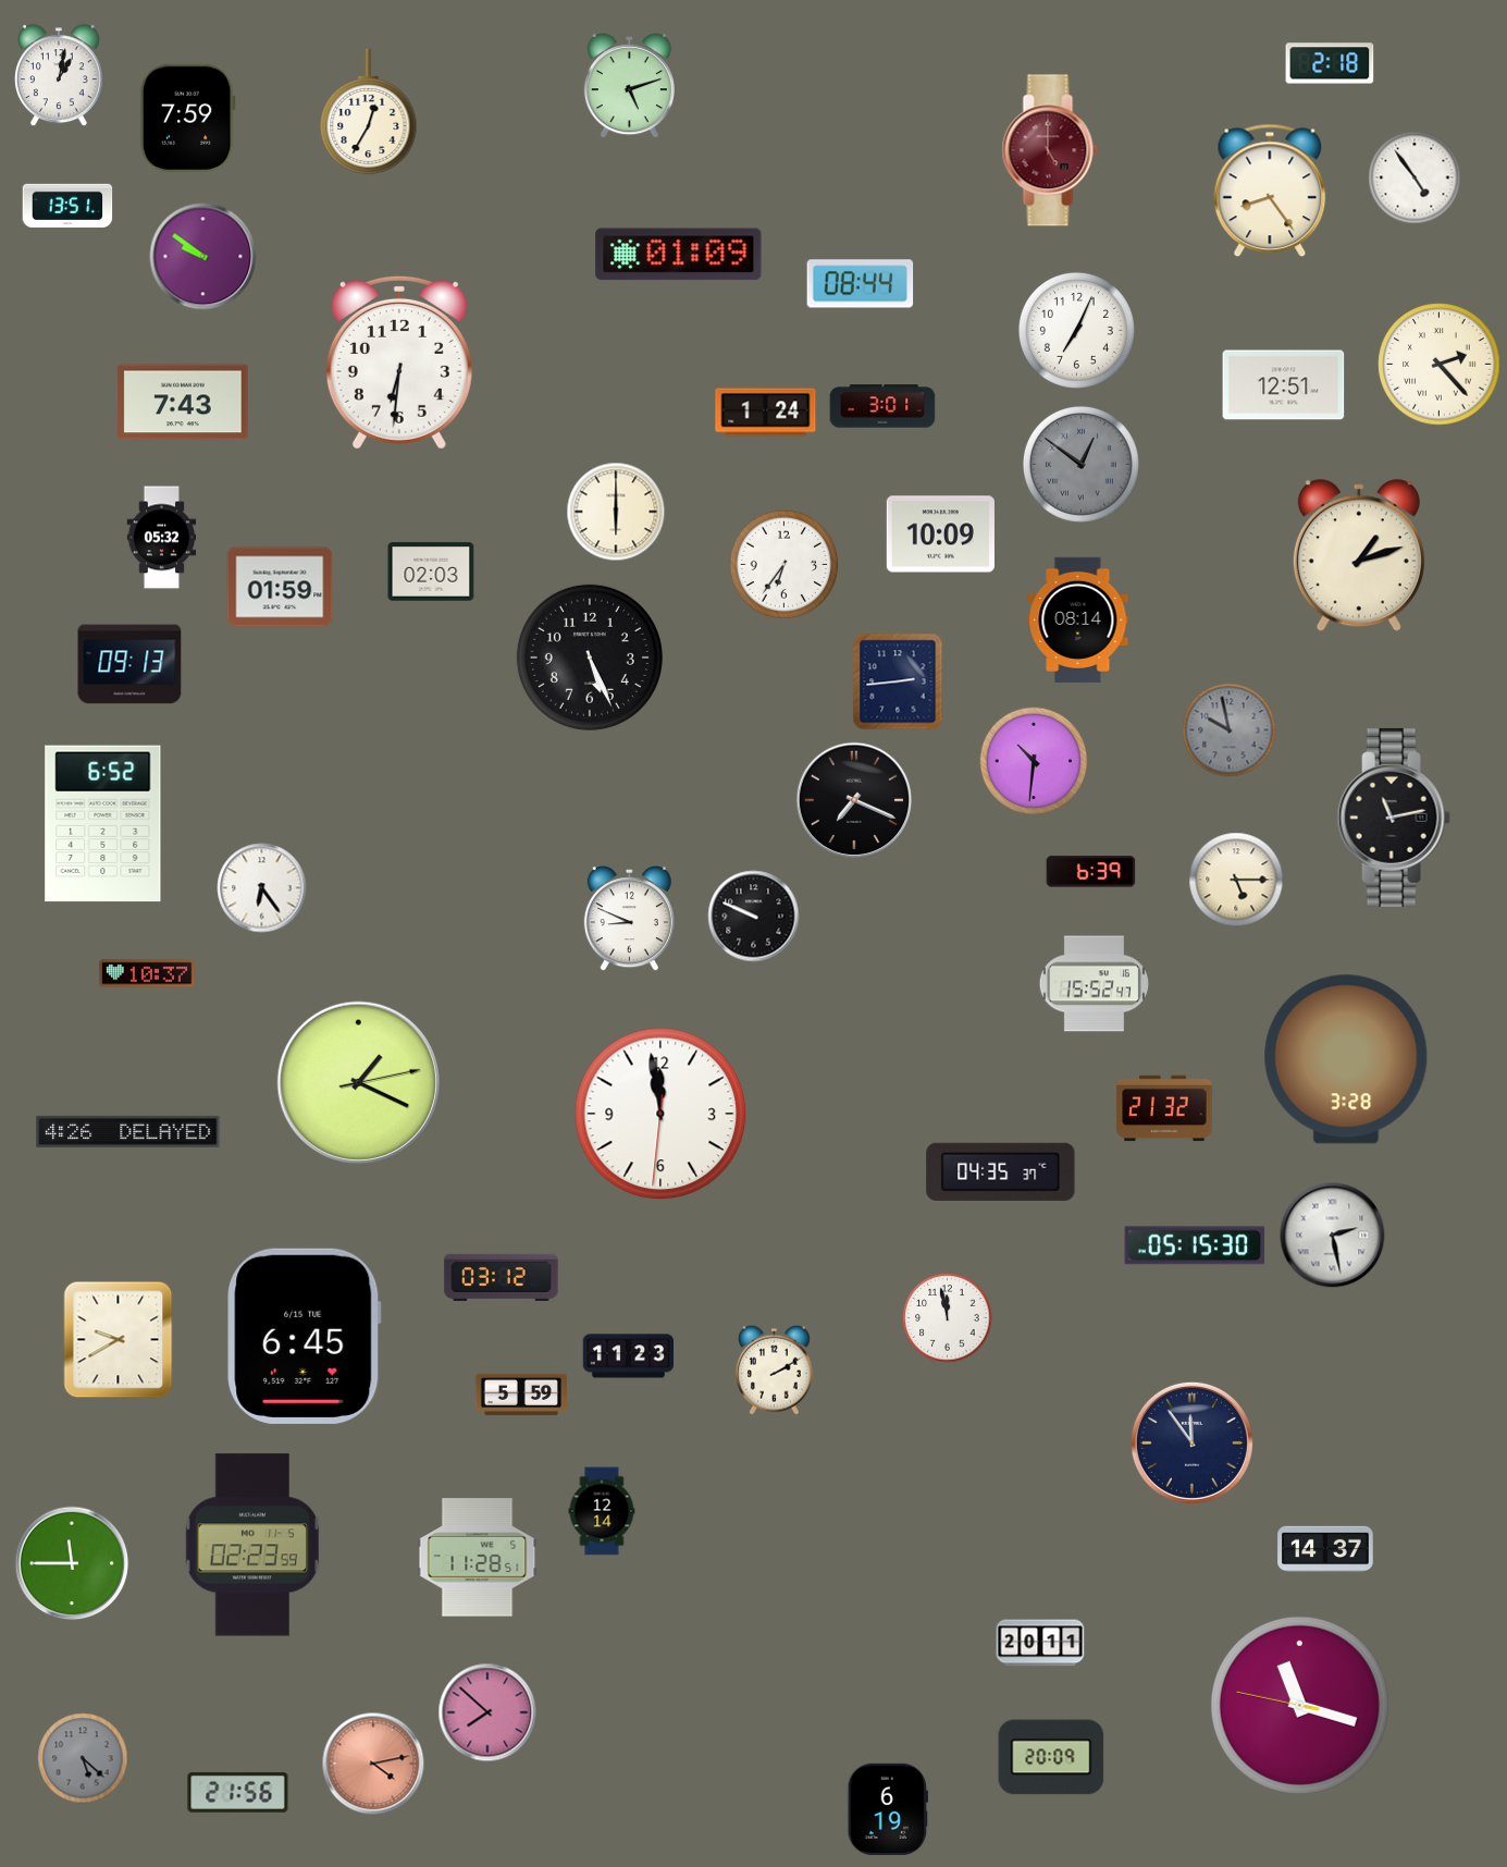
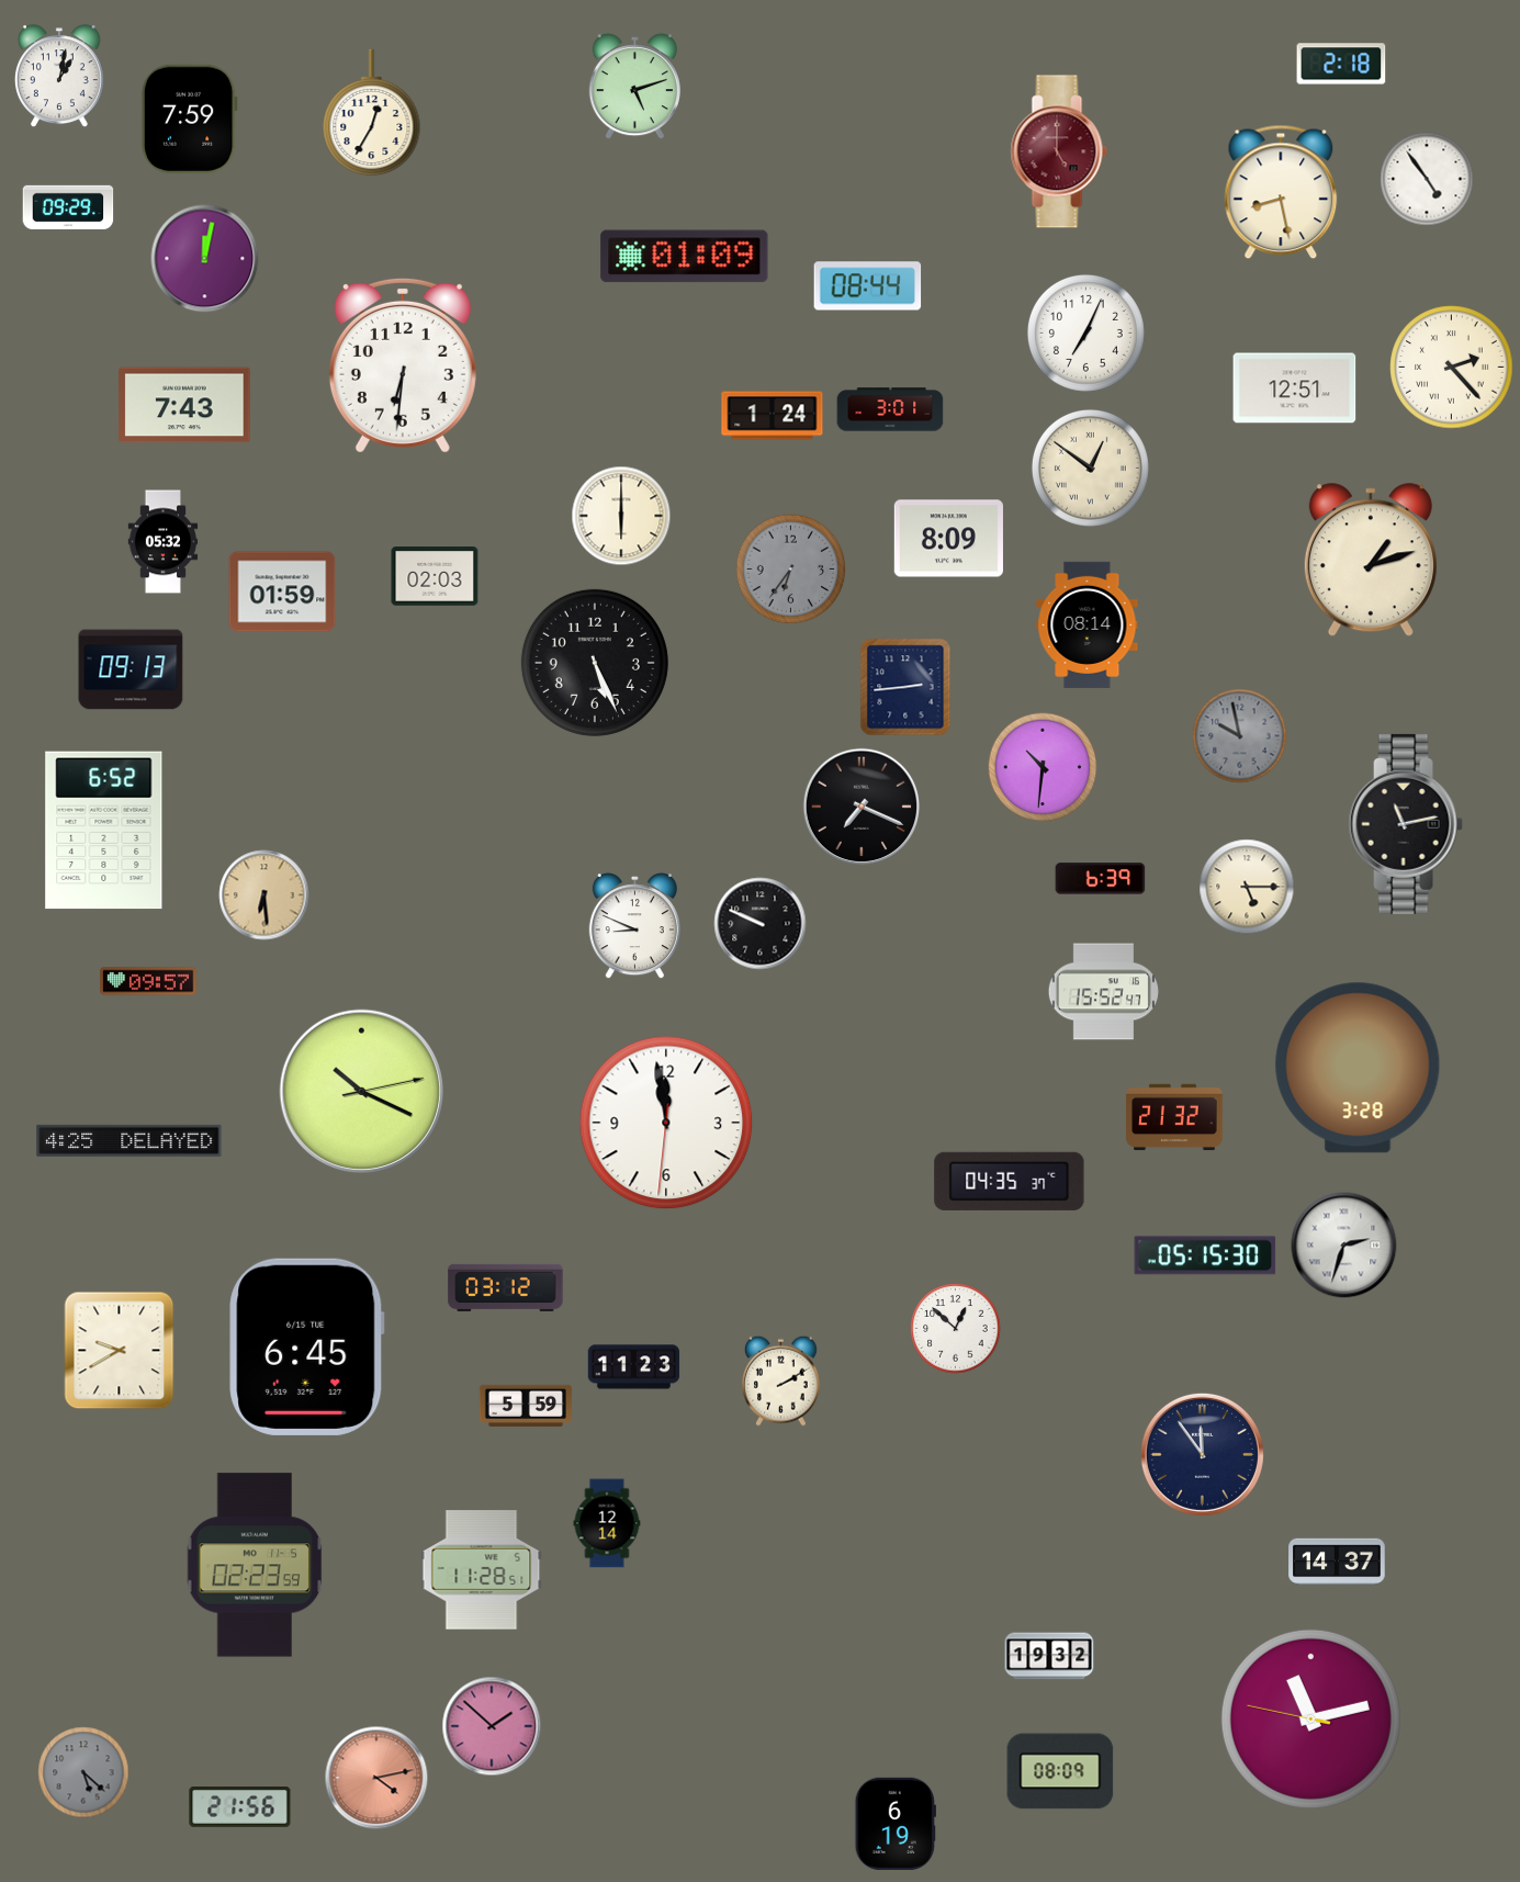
clock at (1270, 191): 8:24 -> 8:28
clock at (67, 205): 13:51 -> 09:29
clock at (203, 257): 9:51 -> 12:02
clock at (1080, 464) dial: grey -> cream
clock at (940, 535): 10:09 -> 8:09
clock at (785, 565) dial: white -> grey
clock at (262, 888): 6:24 -> 6:29
clock at (262, 888) dial: white -> champagne
clock at (147, 973): 10:37 -> 09:57
clock at (359, 1083): 1:19 -> 10:19
clock at (128, 1131): 4:26 -> 4:25
clock at (1333, 1236): 2:28 -> 2:33
clock at (948, 1318): 11:58 -> 12:52
clock at (252, 1545) position: (252, 1545) -> (255, 1565)
clock at (72, 1563): 11:45 -> none
clock at (1040, 1643): 20:11 -> 19:32
clock at (1299, 1705): 11:17 -> 11:12
clock at (487, 1712): 7:52 -> 1:52
clock at (1051, 1757): 20:09 -> 08:09
